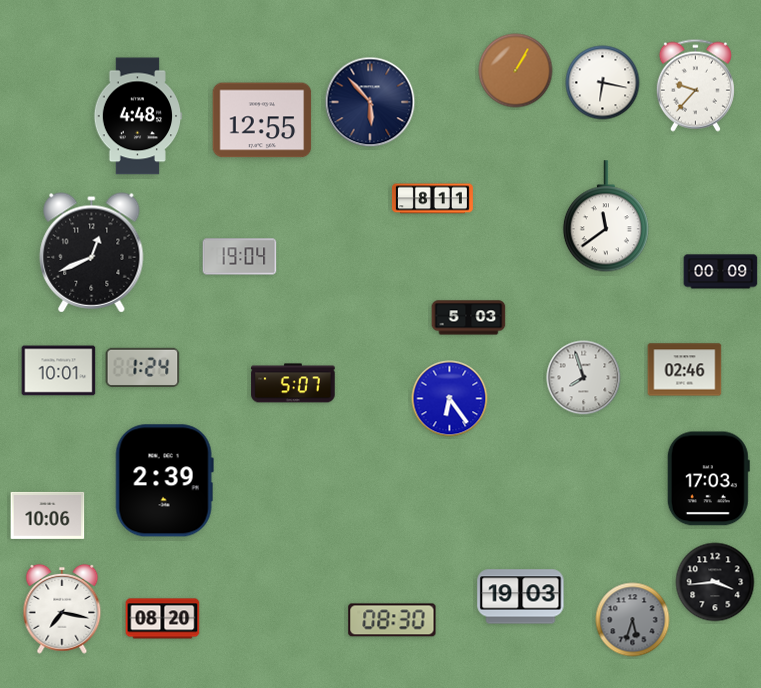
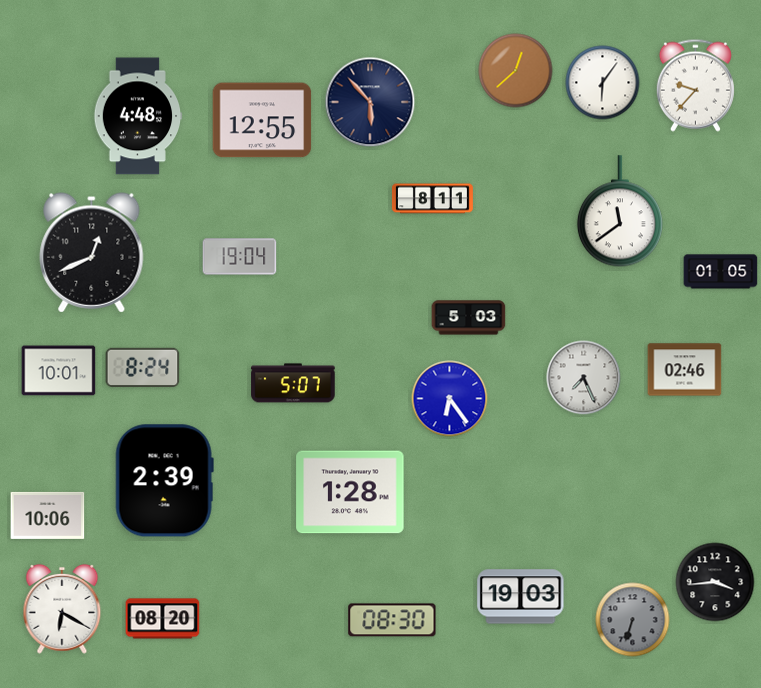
clock at (516, 71): 1:05 -> 12:38
clock at (603, 83): 6:17 -> 6:06
clock at (606, 217) position: (606, 217) -> (620, 212)
clock at (721, 272): 00:09 -> 01:05
clock at (143, 367): 1:24 -> 8:24
clock at (584, 378): 7:57 -> 7:26
clock at (708, 479): 17:03 -> none
clock at (350, 492): none -> 1:28
clock at (62, 609): 7:17 -> 6:20
clock at (633, 620): 5:33 -> 6:33
